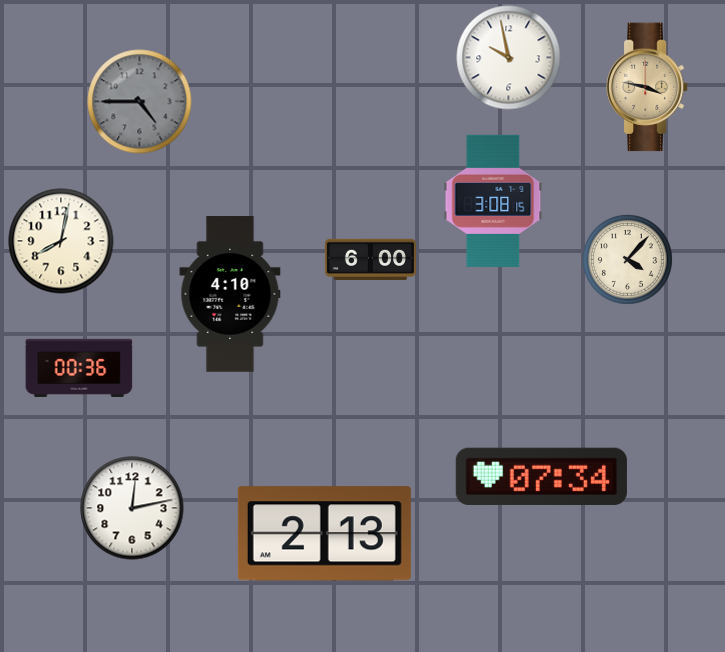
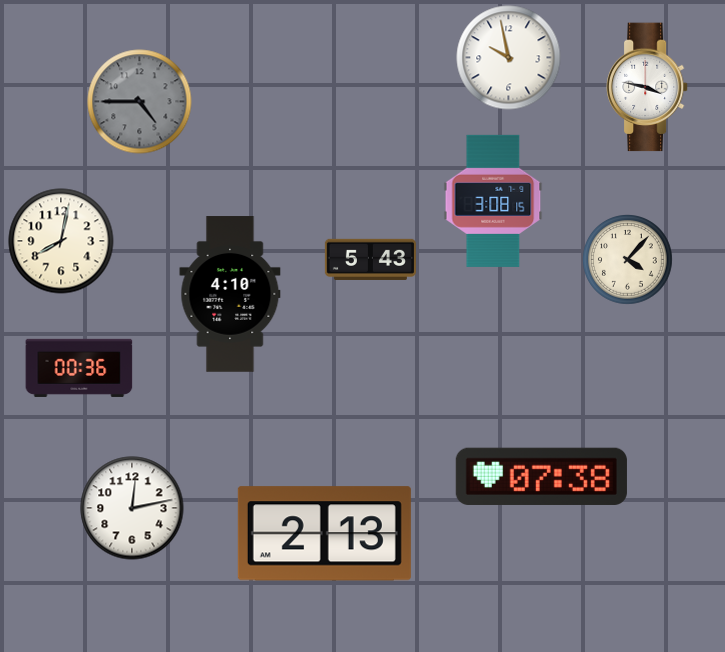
clock at (648, 87) dial: champagne -> white
clock at (370, 259): 6:00 -> 5:43
clock at (541, 476): 07:34 -> 07:38
